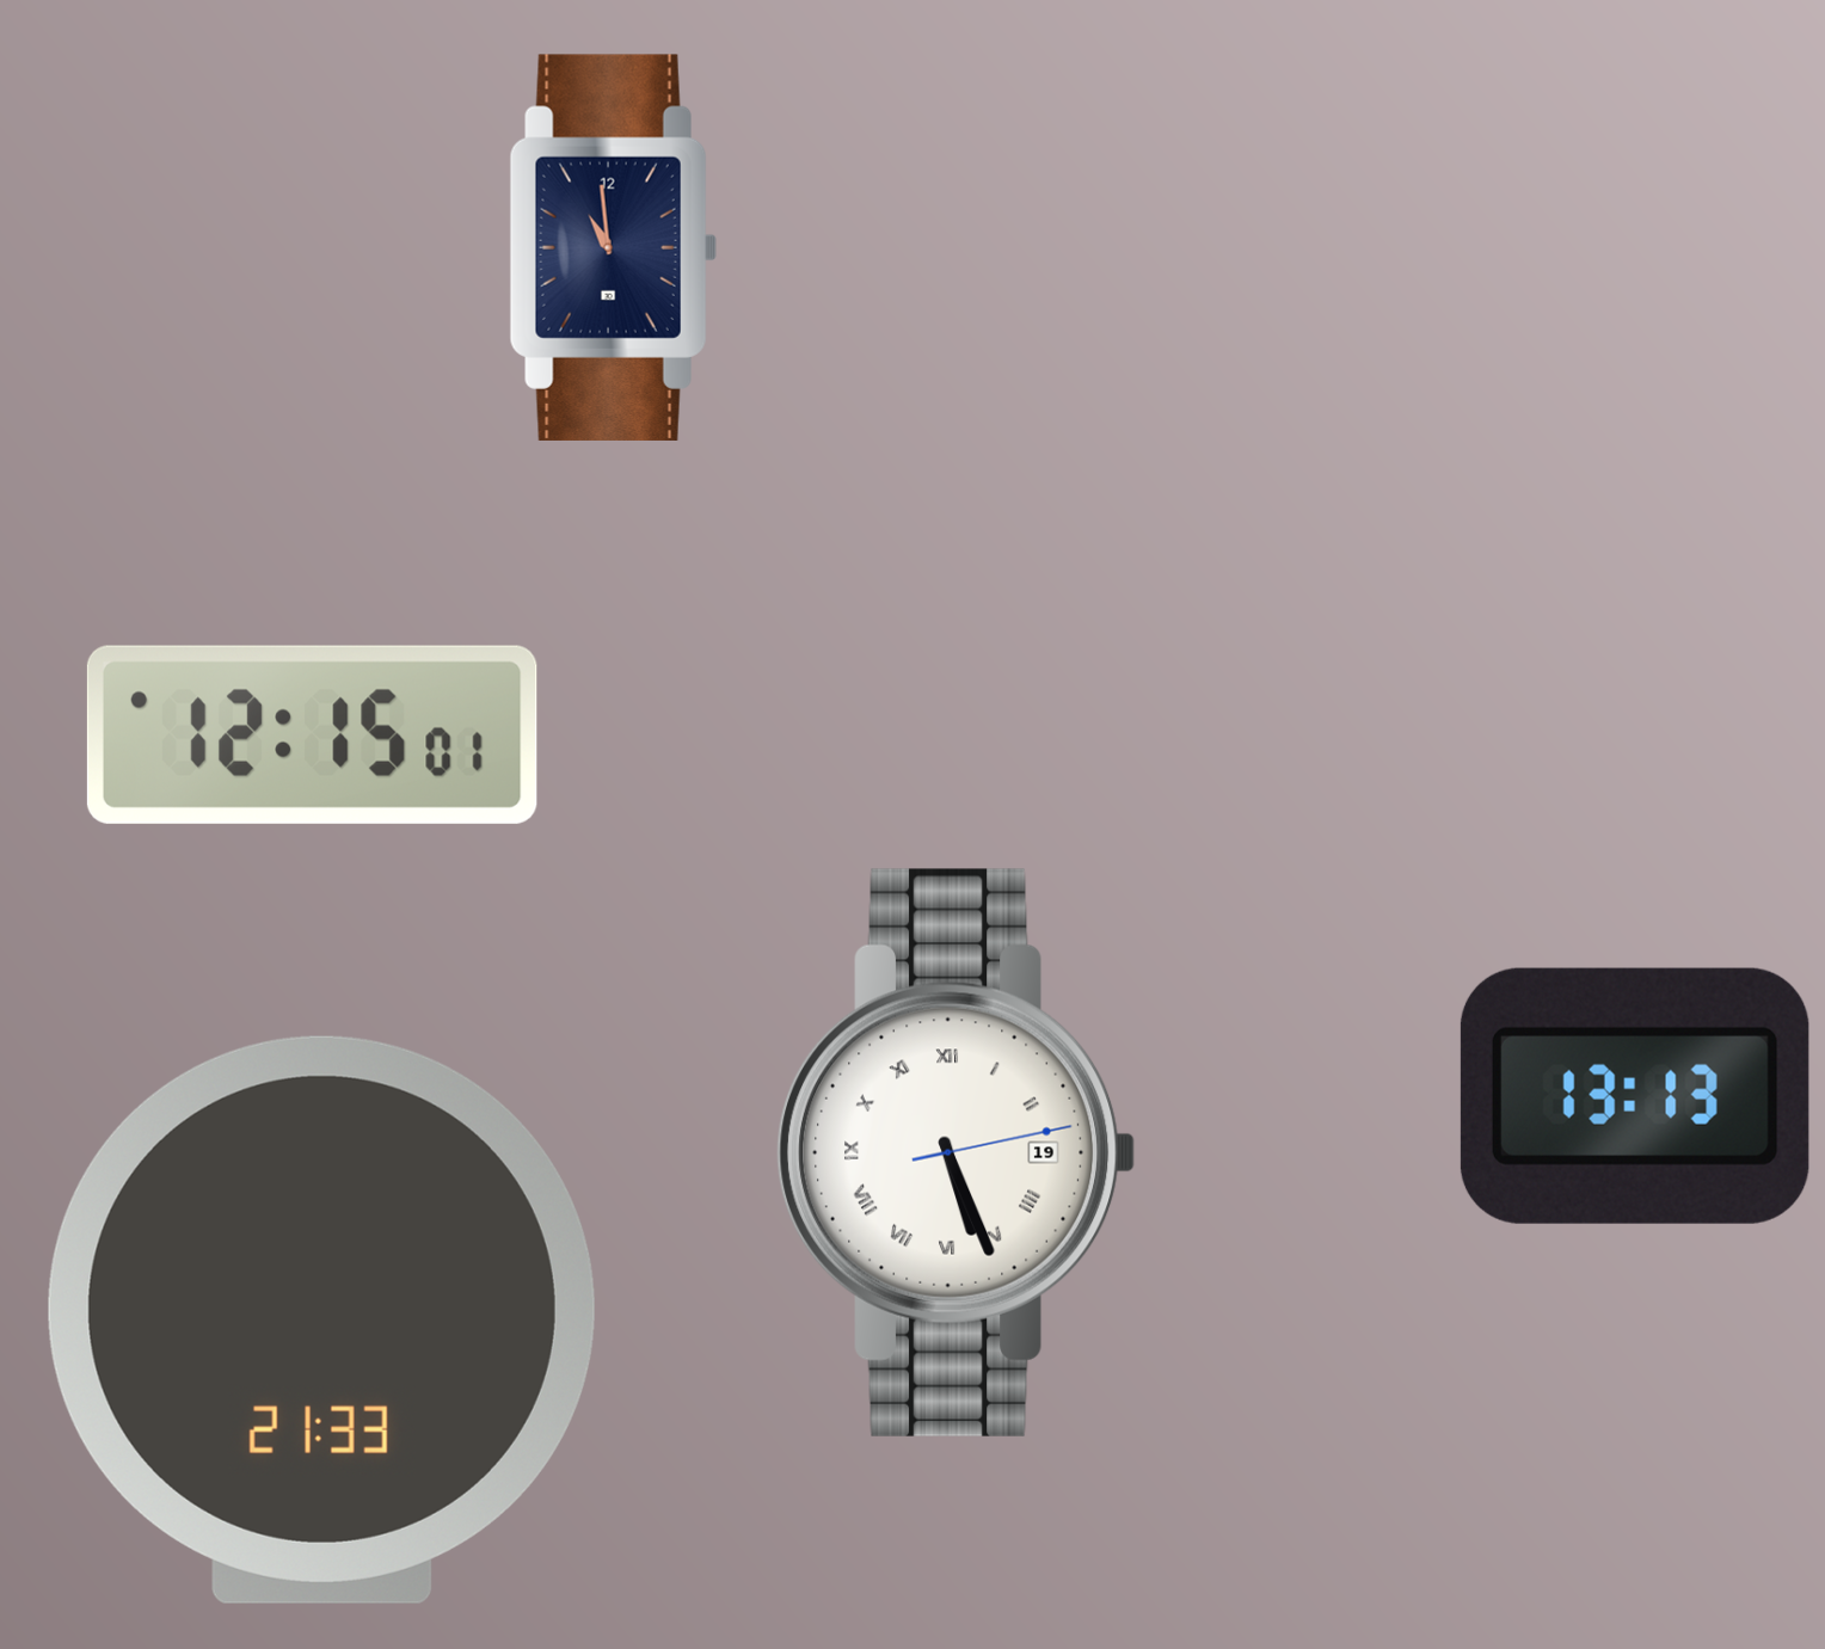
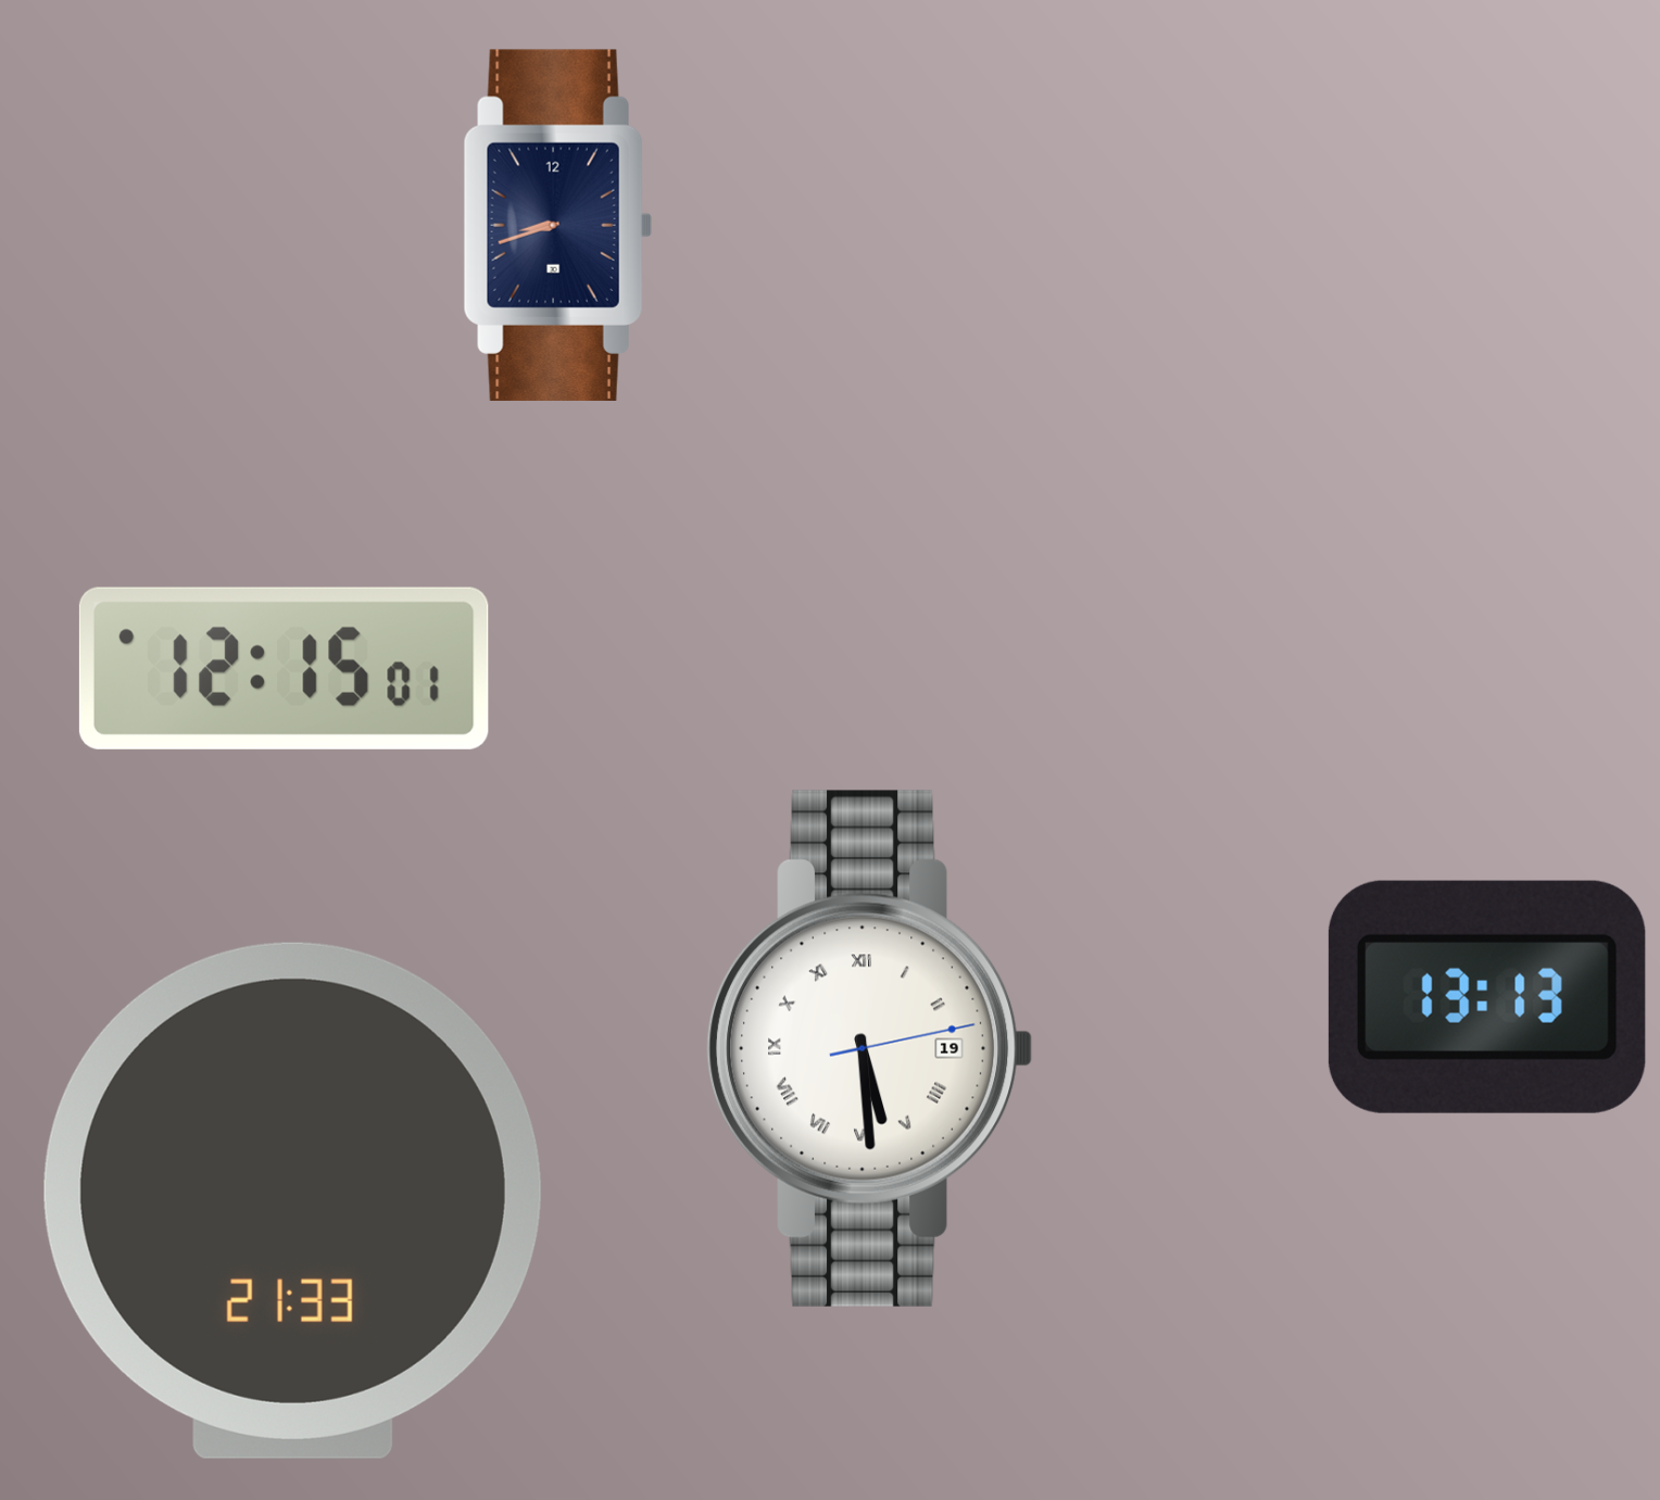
clock at (613, 247): 10:59 -> 8:42
clock at (957, 1152): 5:26 -> 5:29
